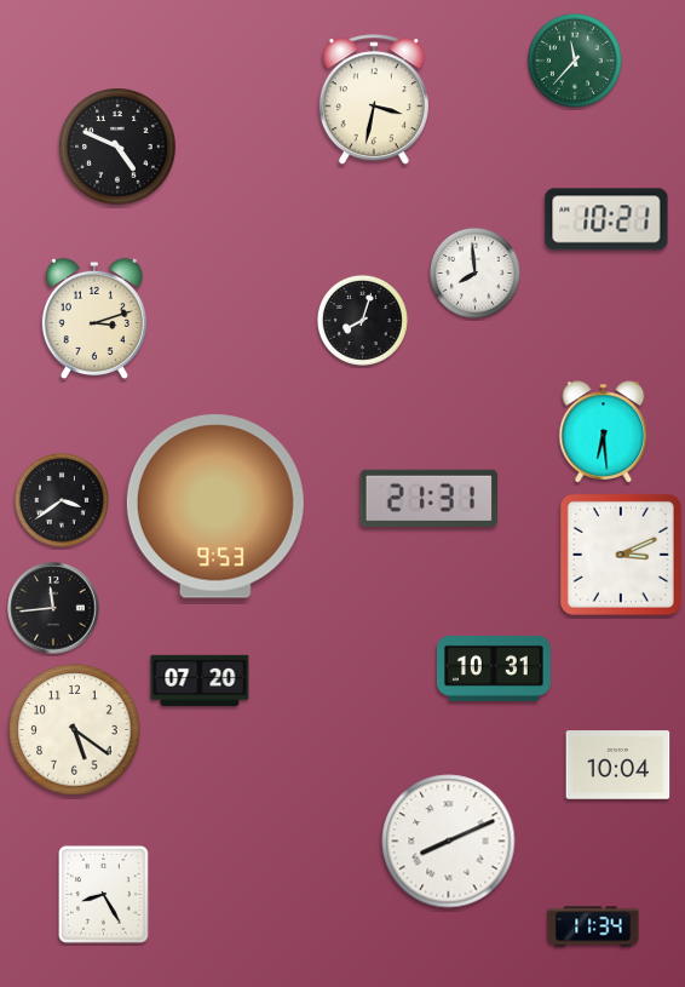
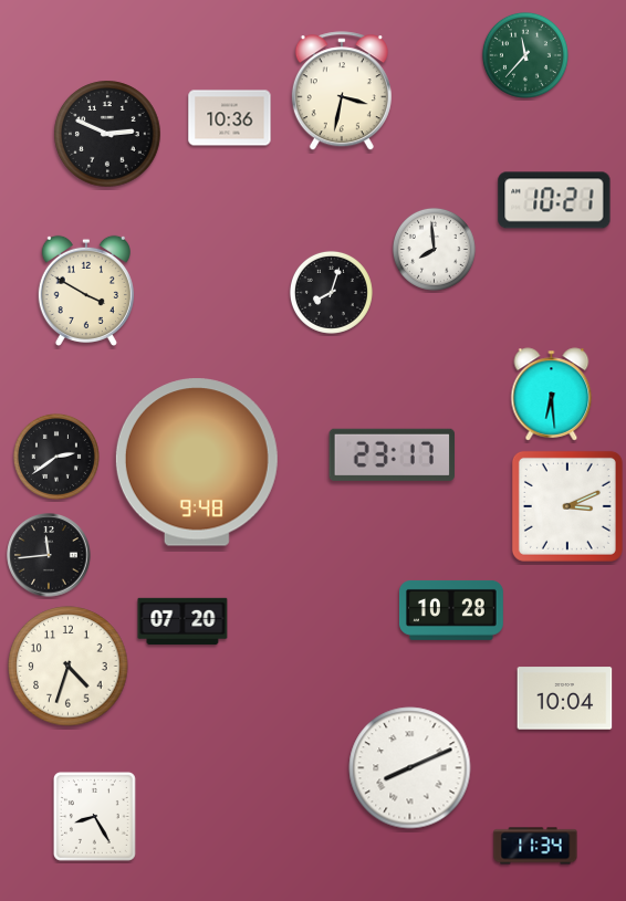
clock at (230, 118): none -> 10:36
clock at (117, 147): 4:49 -> 2:49
clock at (94, 319): 3:12 -> 3:50
clock at (428, 498): 21:31 -> 23:17
clock at (62, 500): 3:39 -> 2:39
clock at (215, 506): 9:53 -> 9:48
clock at (494, 668): 10:31 -> 10:28
clock at (75, 730): 5:21 -> 4:33
clock at (593, 926) position: (593, 926) -> (535, 846)
